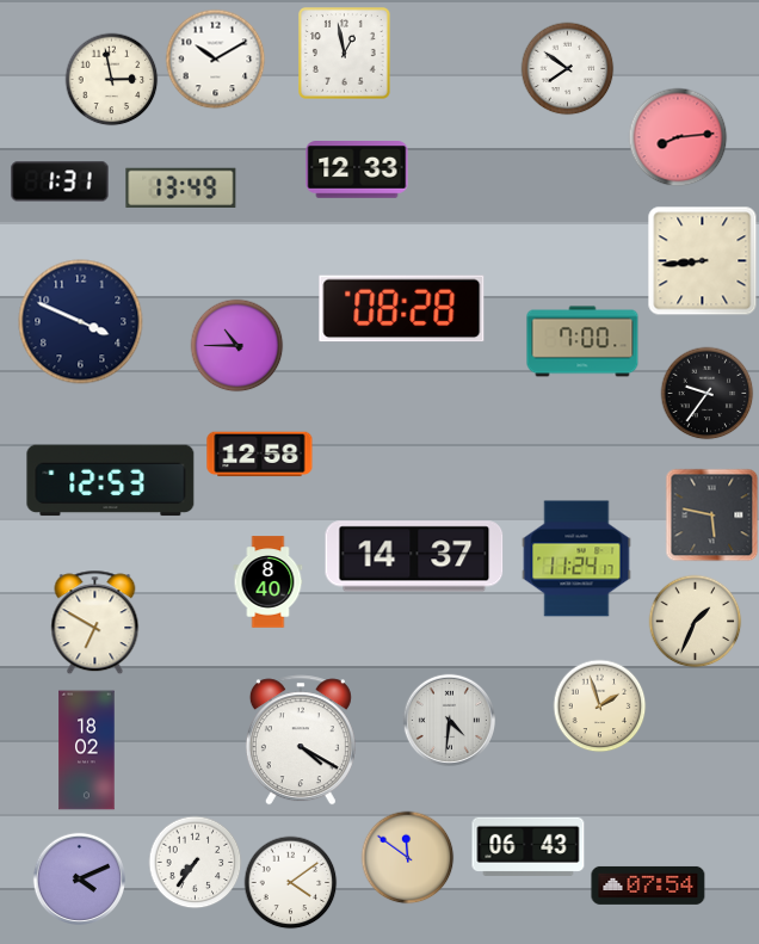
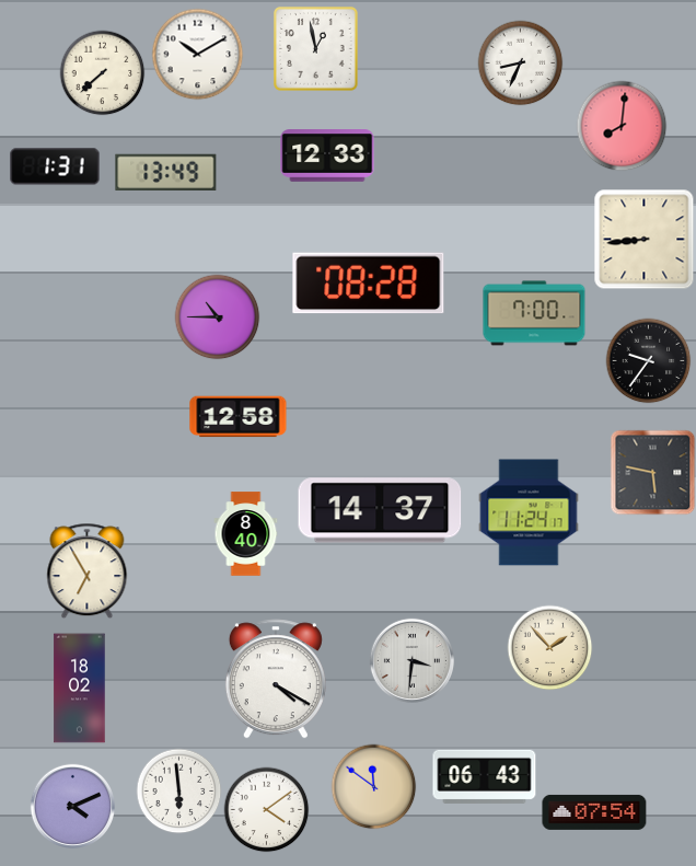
clock at (567, 68): 7:51 -> 8:34
clock at (111, 79): 2:58 -> 7:38
clock at (678, 137): 8:14 -> 8:01
clock at (81, 322): 3:49 -> none
clock at (111, 481): 12:53 -> none
clock at (695, 621): 1:34 -> none
clock at (95, 622): 6:50 -> 6:55
clock at (599, 705): 1:57 -> 1:53
clock at (449, 720): 4:31 -> 3:31
clock at (195, 862): 7:36 -> 5:59
